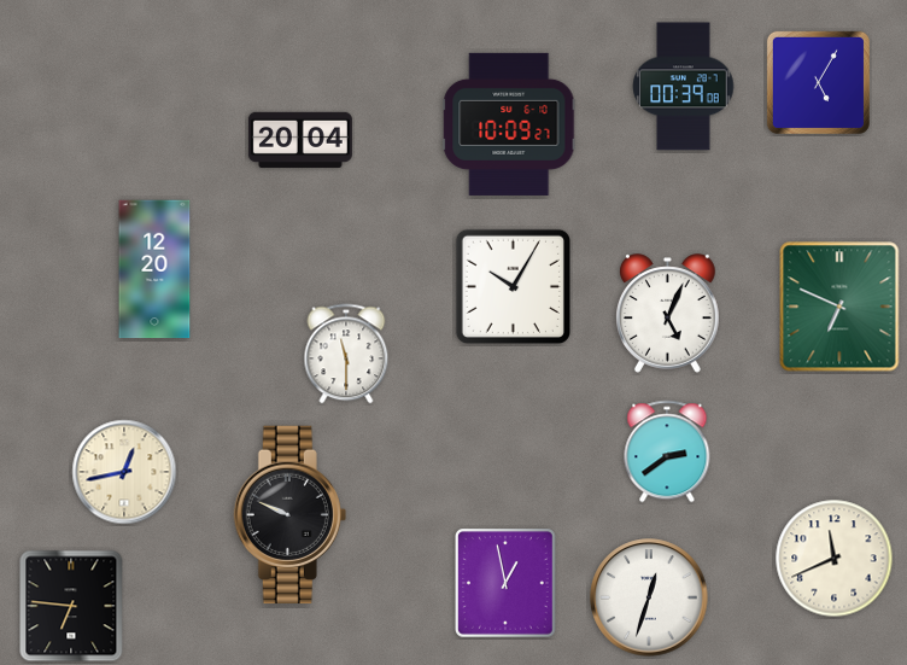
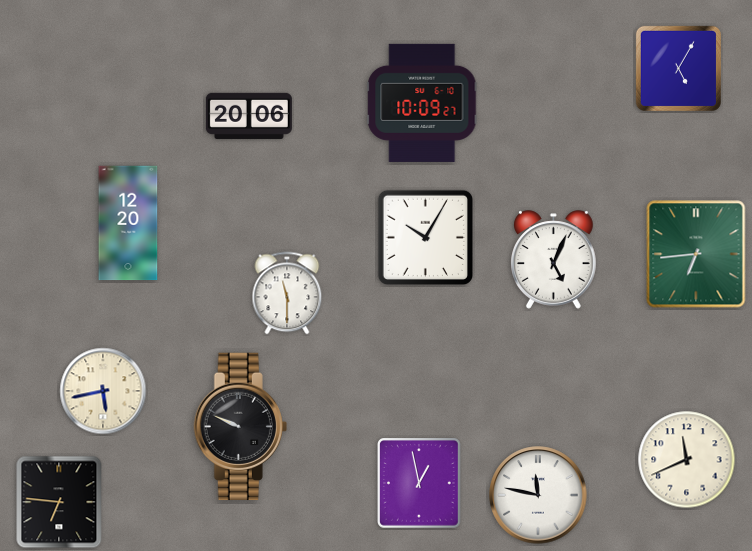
clock at (684, 87): 00:39 -> none
clock at (300, 140): 20:04 -> 20:06
clock at (839, 307): 6:49 -> 6:44
clock at (667, 451): 2:39 -> none
clock at (124, 472): 12:43 -> 5:43
clock at (835, 559) position: (835, 559) -> (687, 460)
clock at (649, 597): 12:33 -> 11:47
